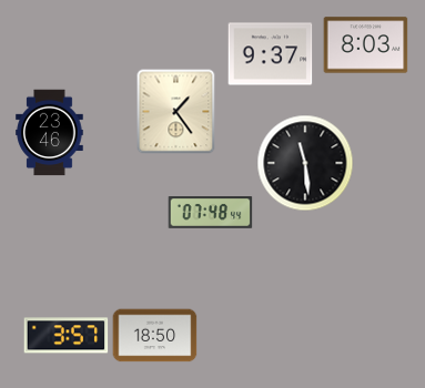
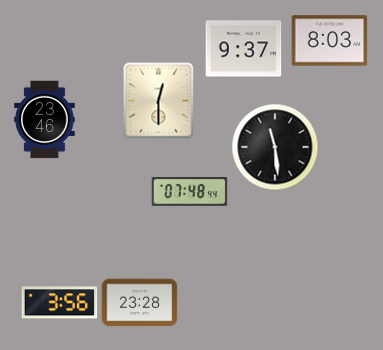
clock at (176, 112): 1:24 -> 12:30
clock at (67, 336): 3:57 -> 3:56
clock at (155, 336): 18:50 -> 23:28
